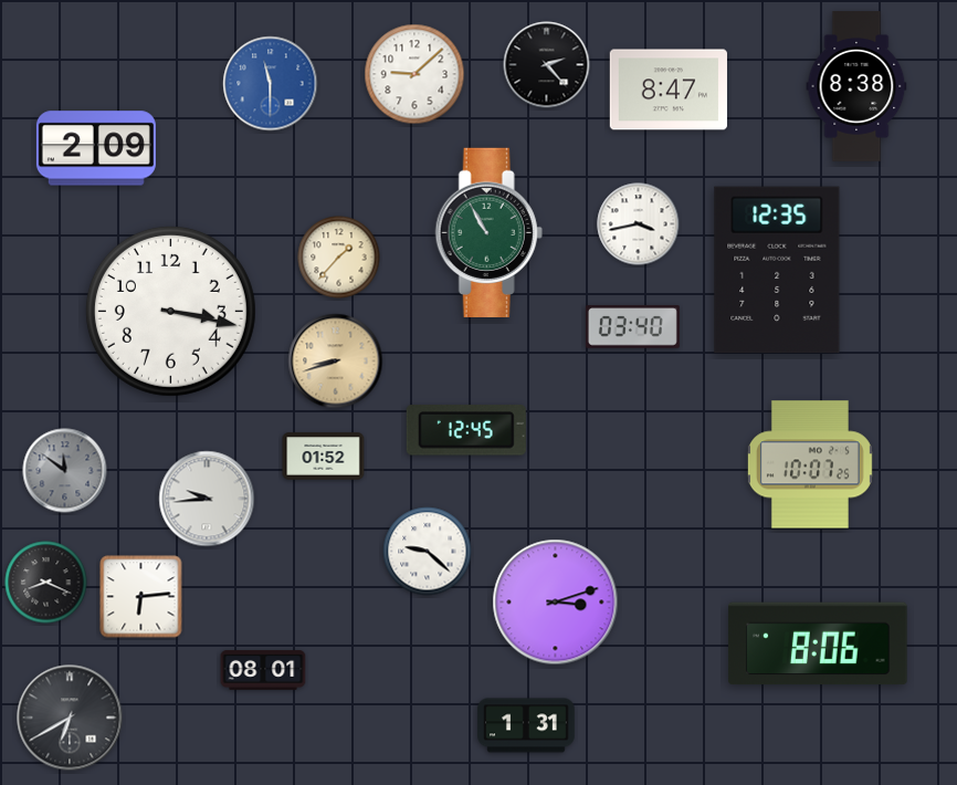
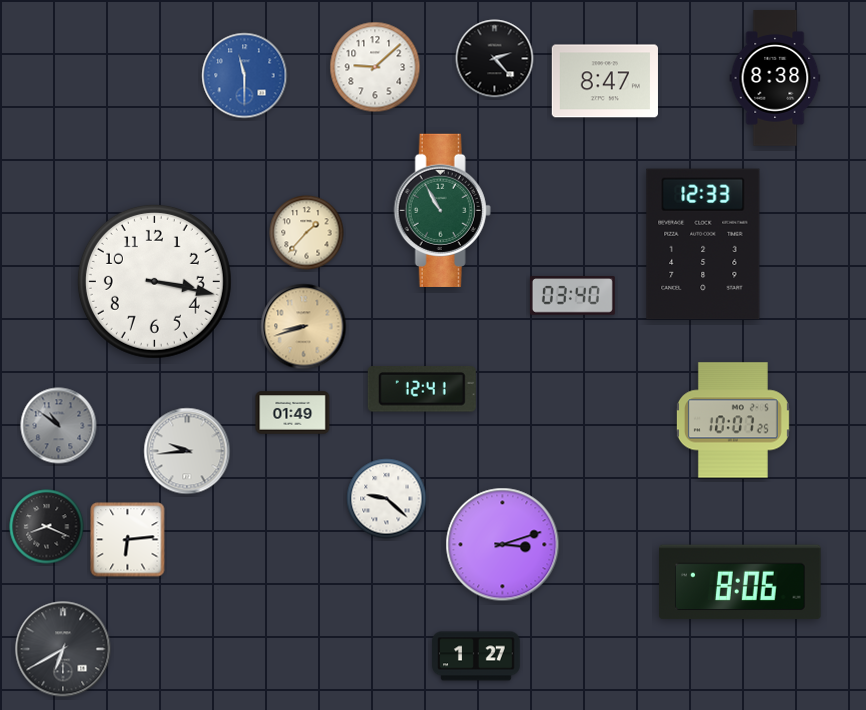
clock at (96, 148): 2:09 -> none
clock at (639, 224): 3:43 -> none
clock at (777, 270): 12:35 -> 12:33
clock at (466, 430): 12:45 -> 12:41
clock at (324, 457): 01:52 -> 01:49
clock at (65, 471): 11:51 -> 10:51
clock at (46, 583) position: (46, 583) -> (47, 527)
clock at (263, 670): 08:01 -> none
clock at (526, 725): 1:31 -> 1:27
